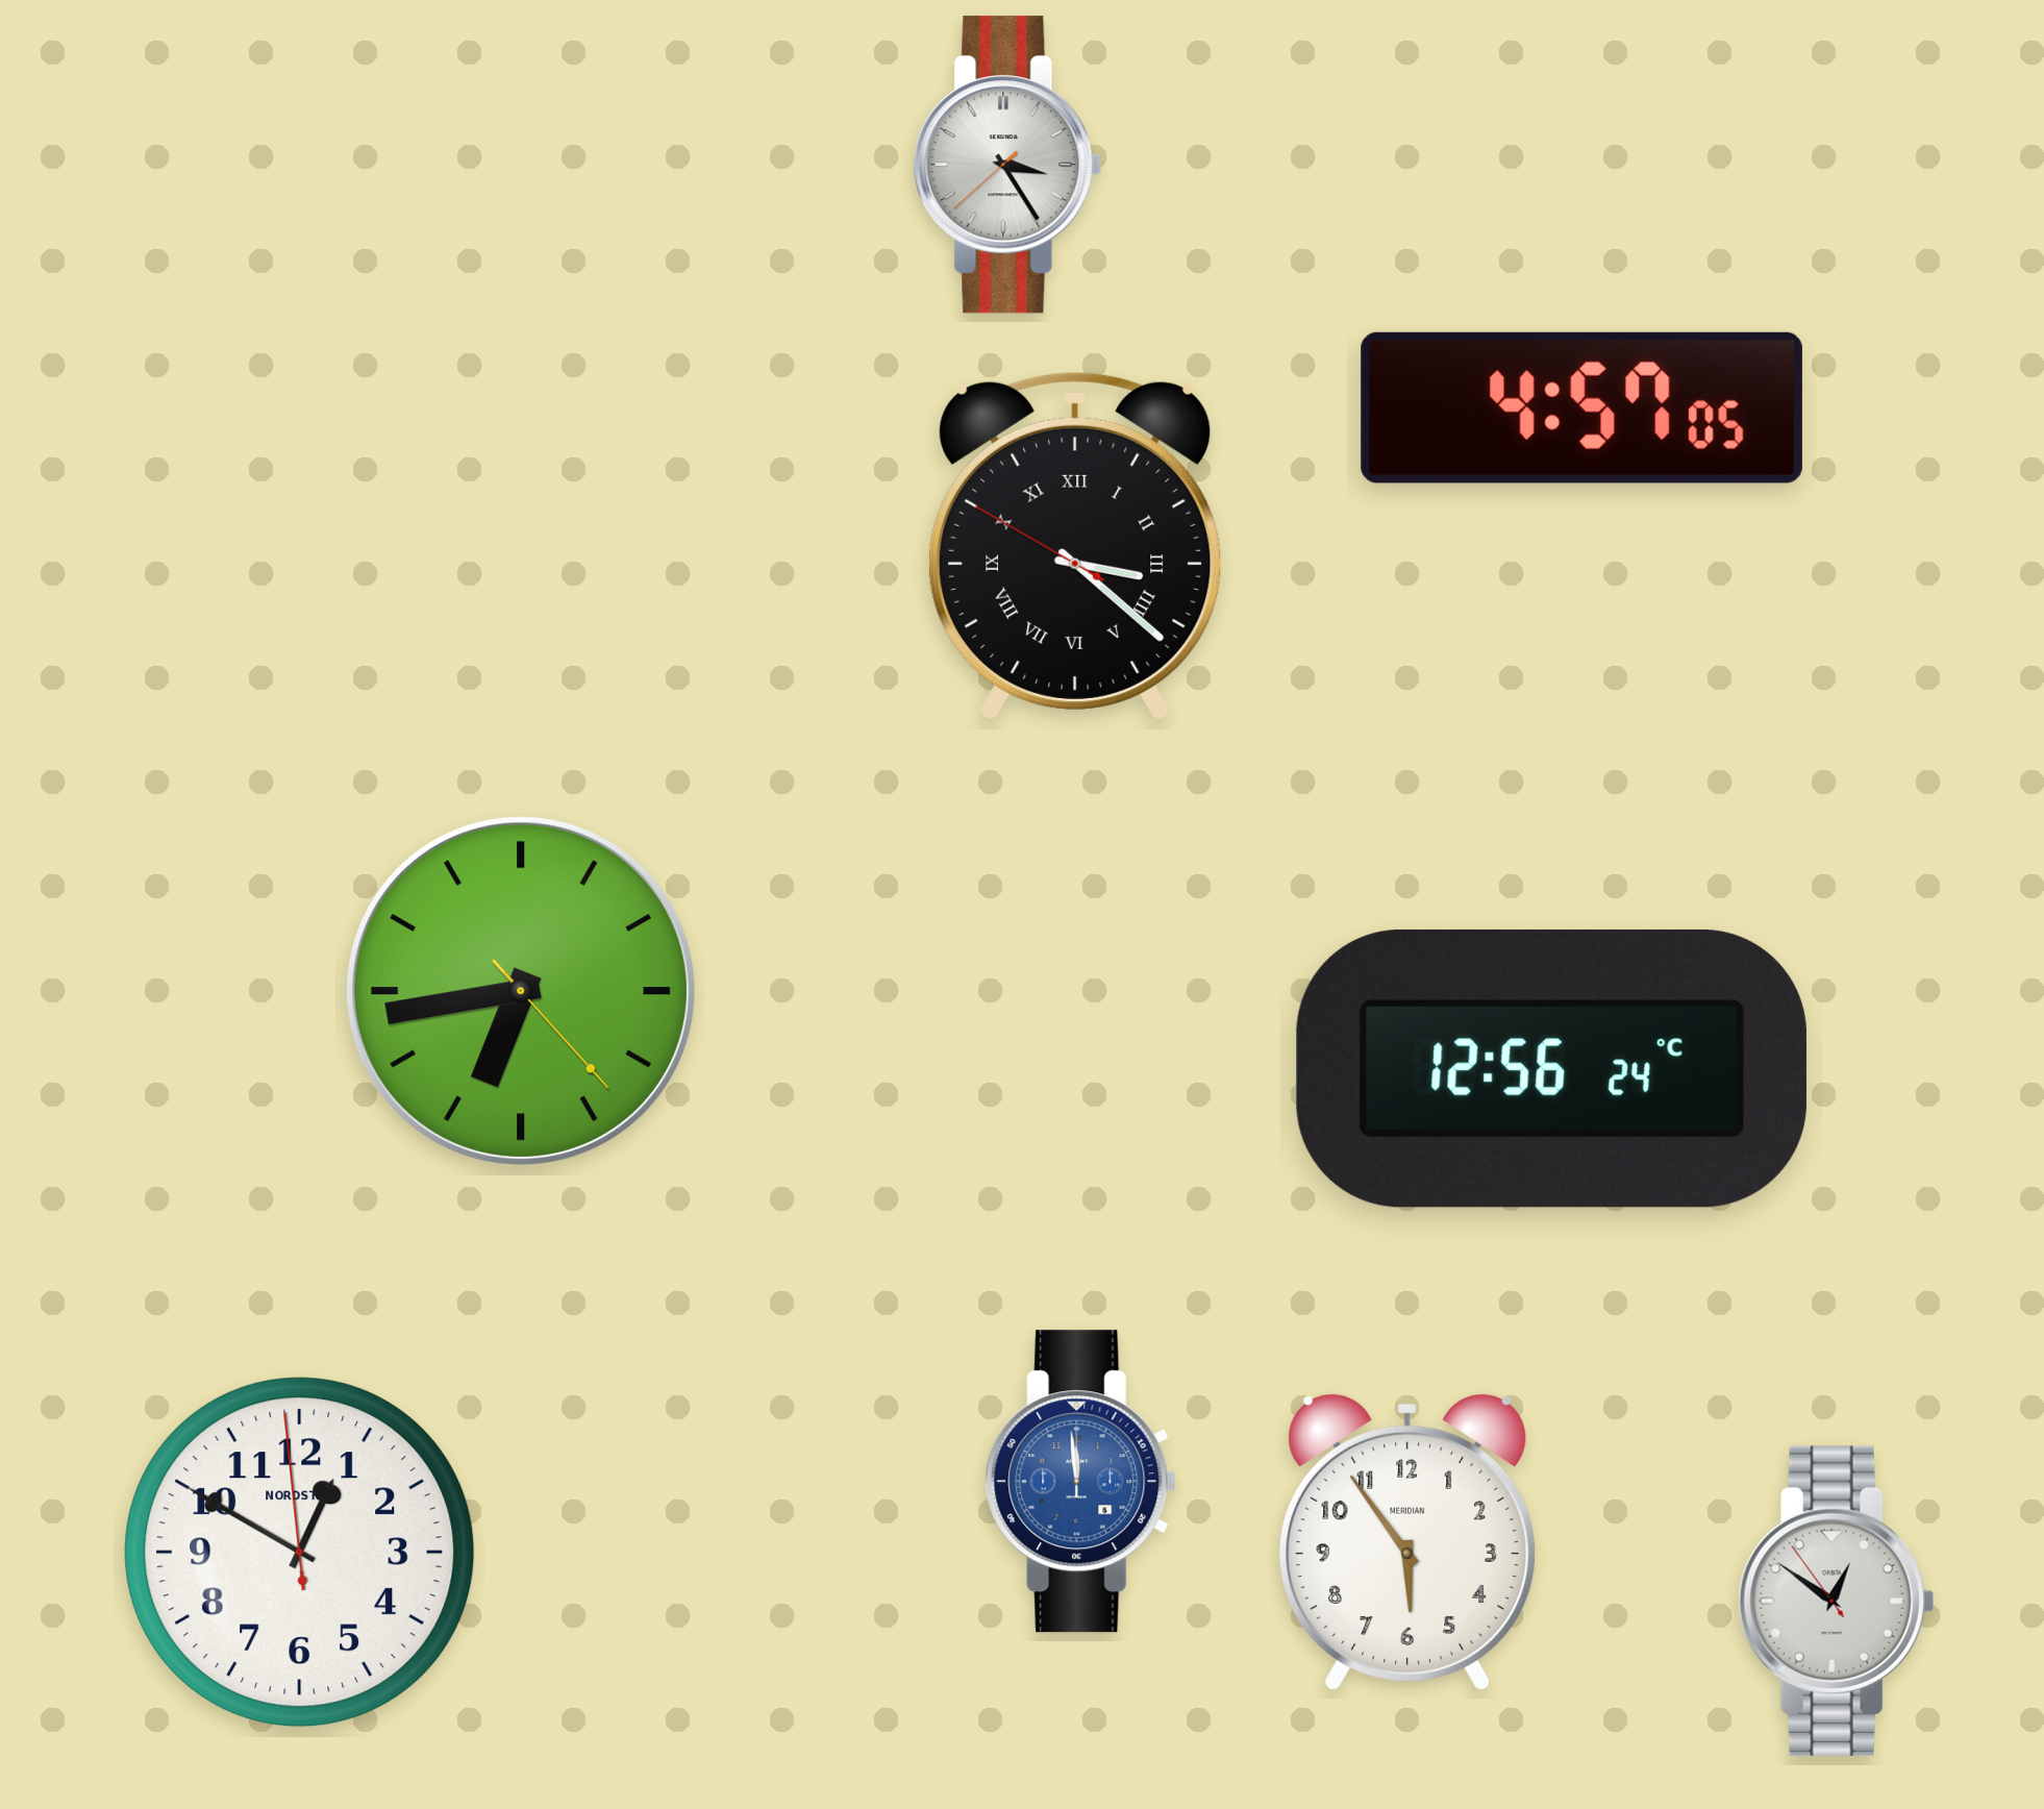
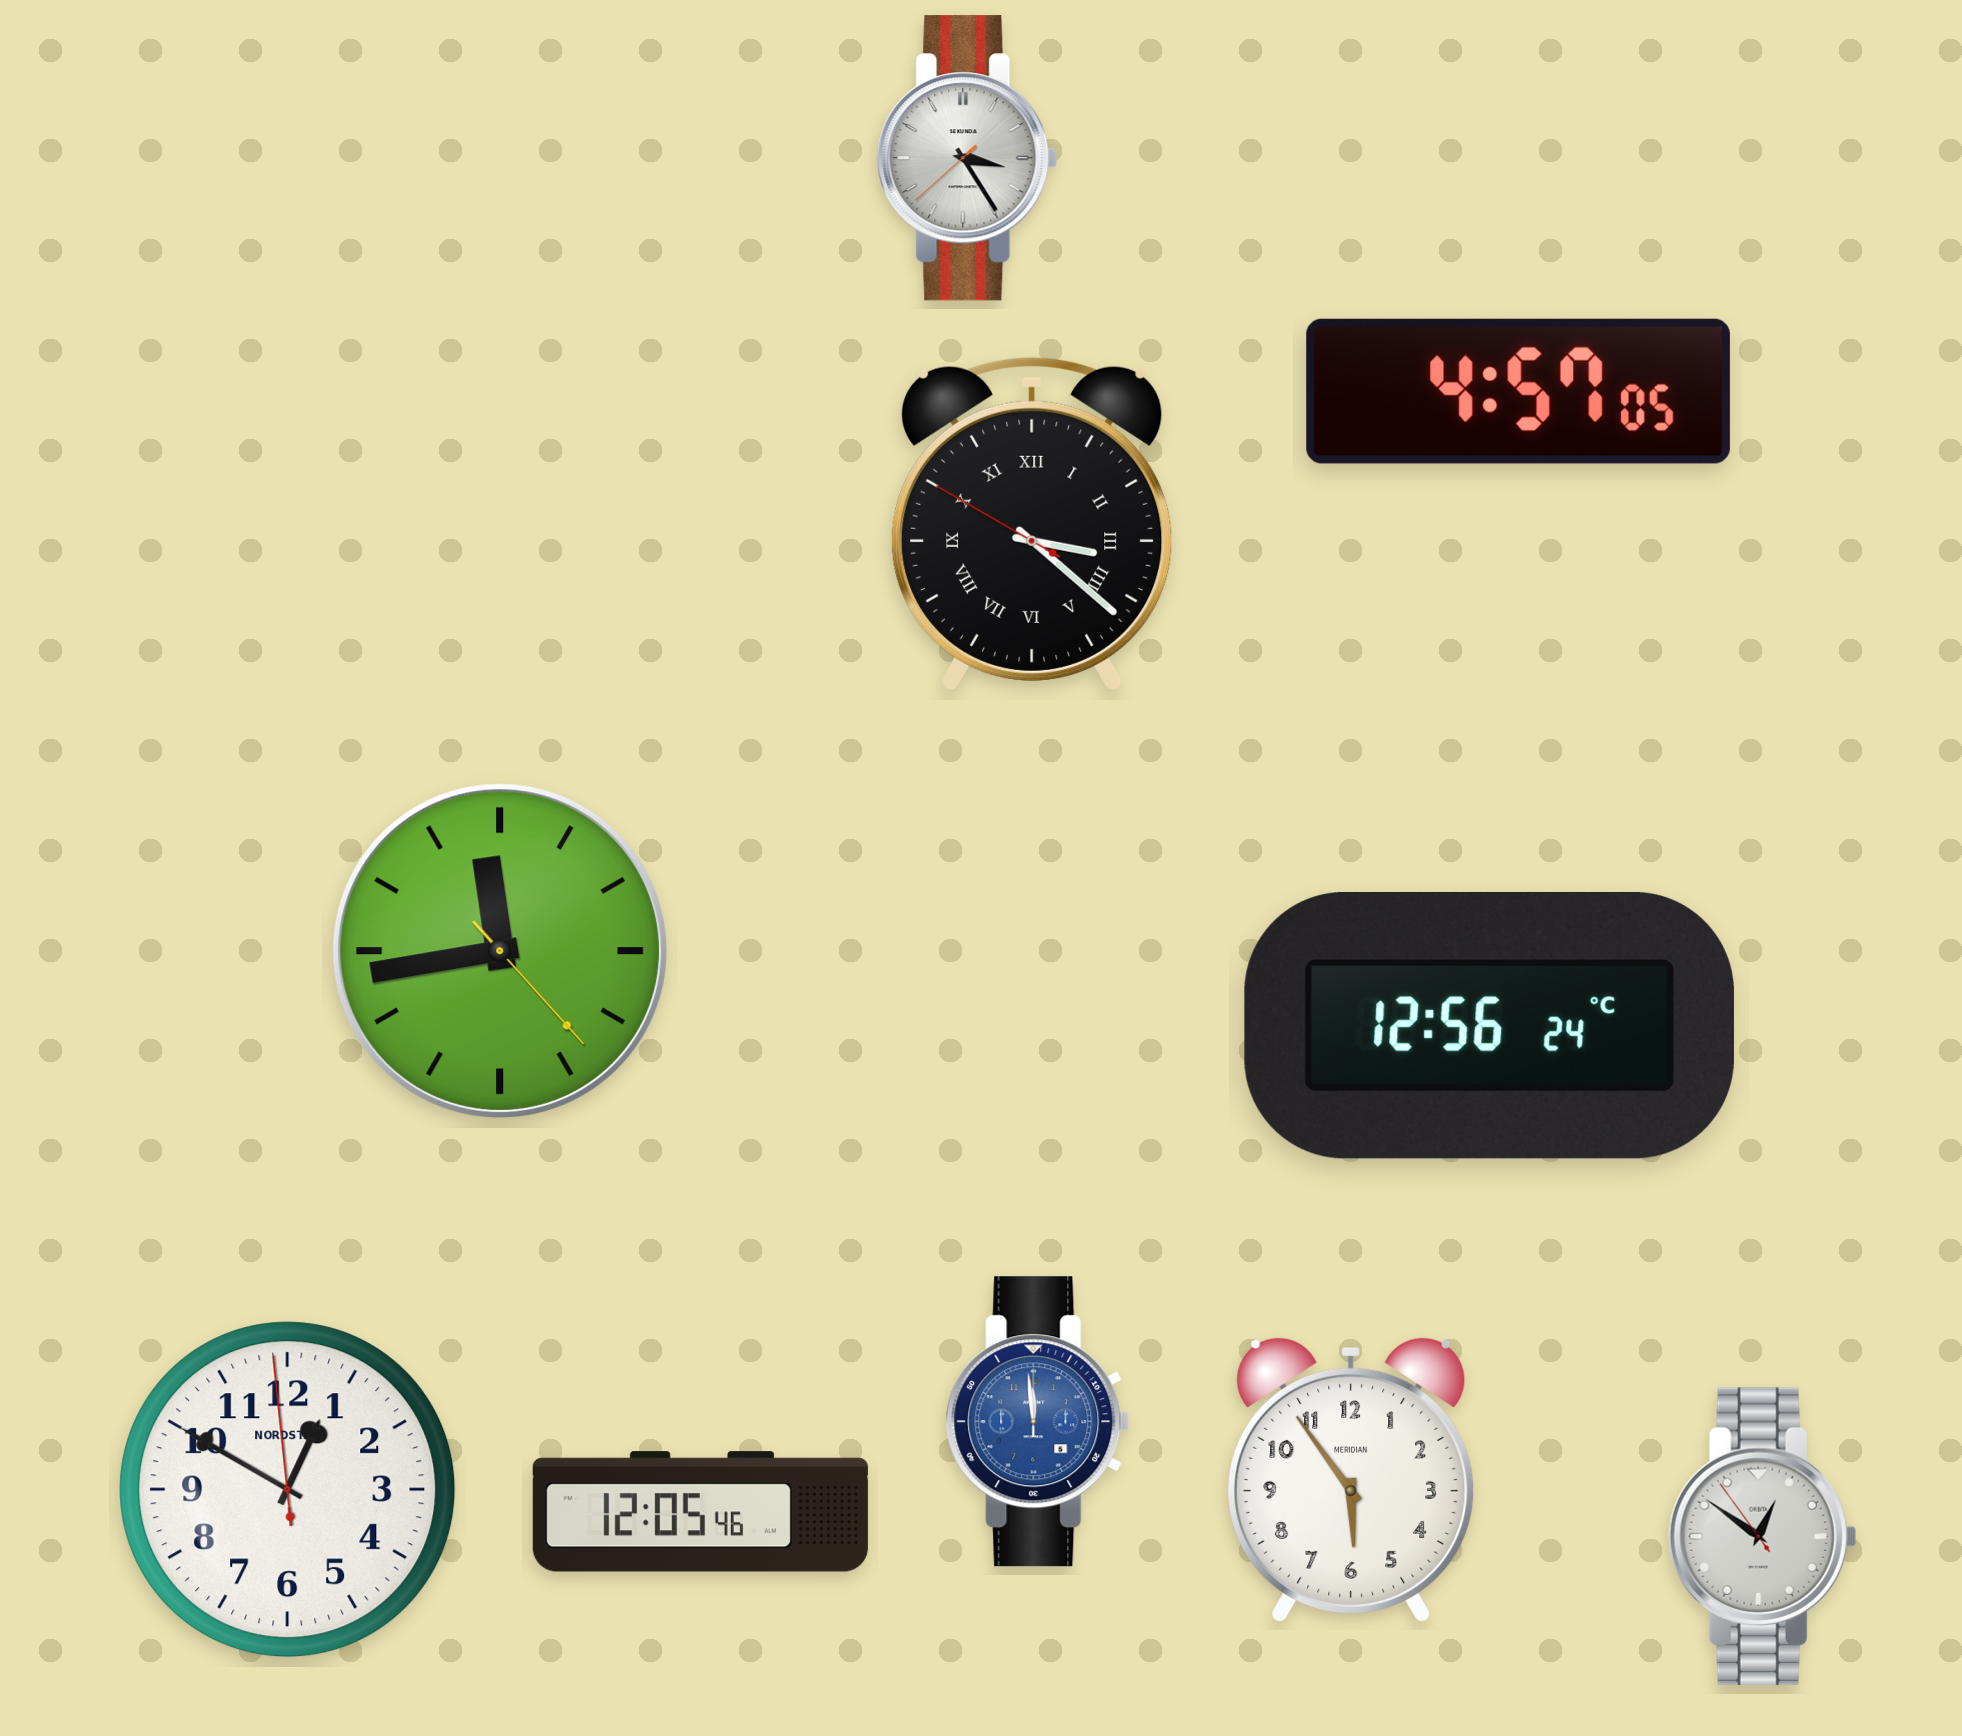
clock at (521, 991): 6:43 -> 11:43
clock at (700, 1512): none -> 12:05
